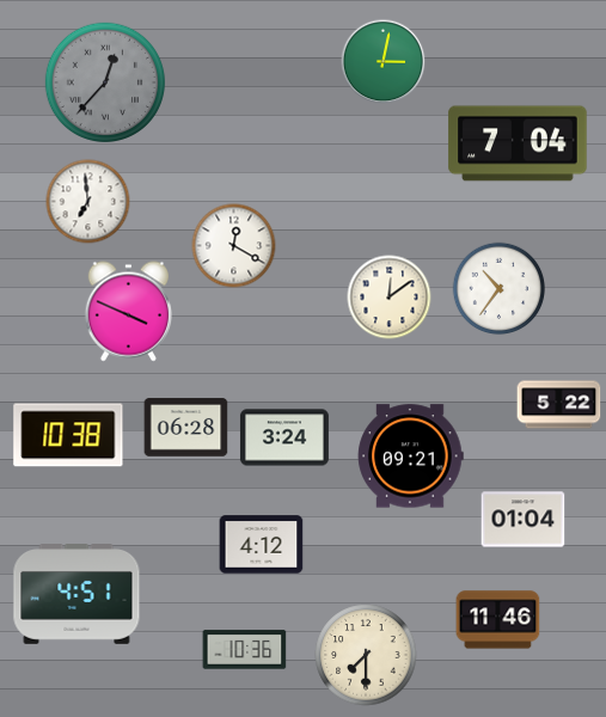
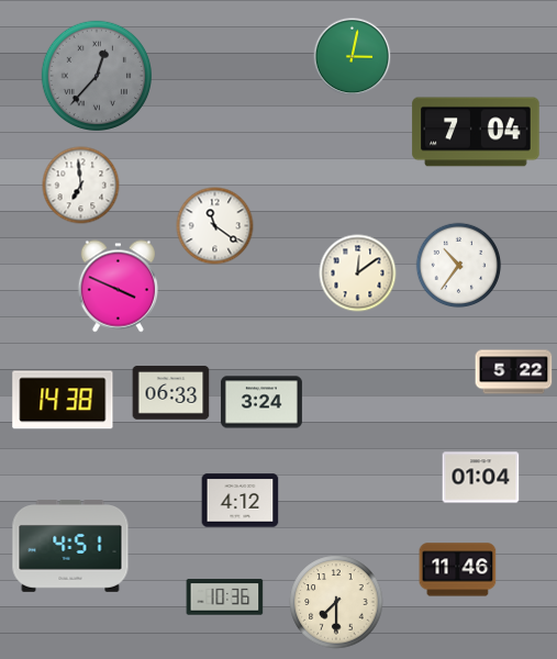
clock at (234, 246): 12:20 -> 11:21
clock at (186, 428): 06:28 -> 06:33
clock at (68, 435): 10:38 -> 14:38
clock at (411, 456): 09:21 -> none
